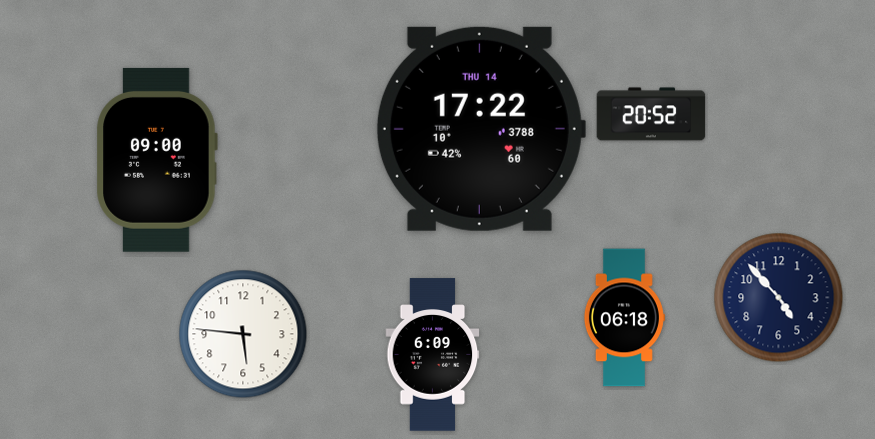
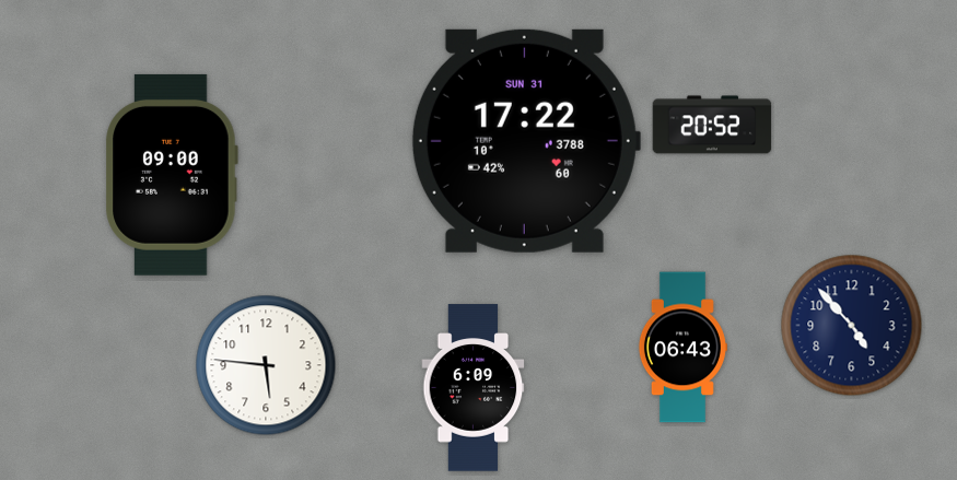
clock at (480, 129) date: THU 14 -> SUN 31
clock at (624, 318): 06:18 -> 06:43
